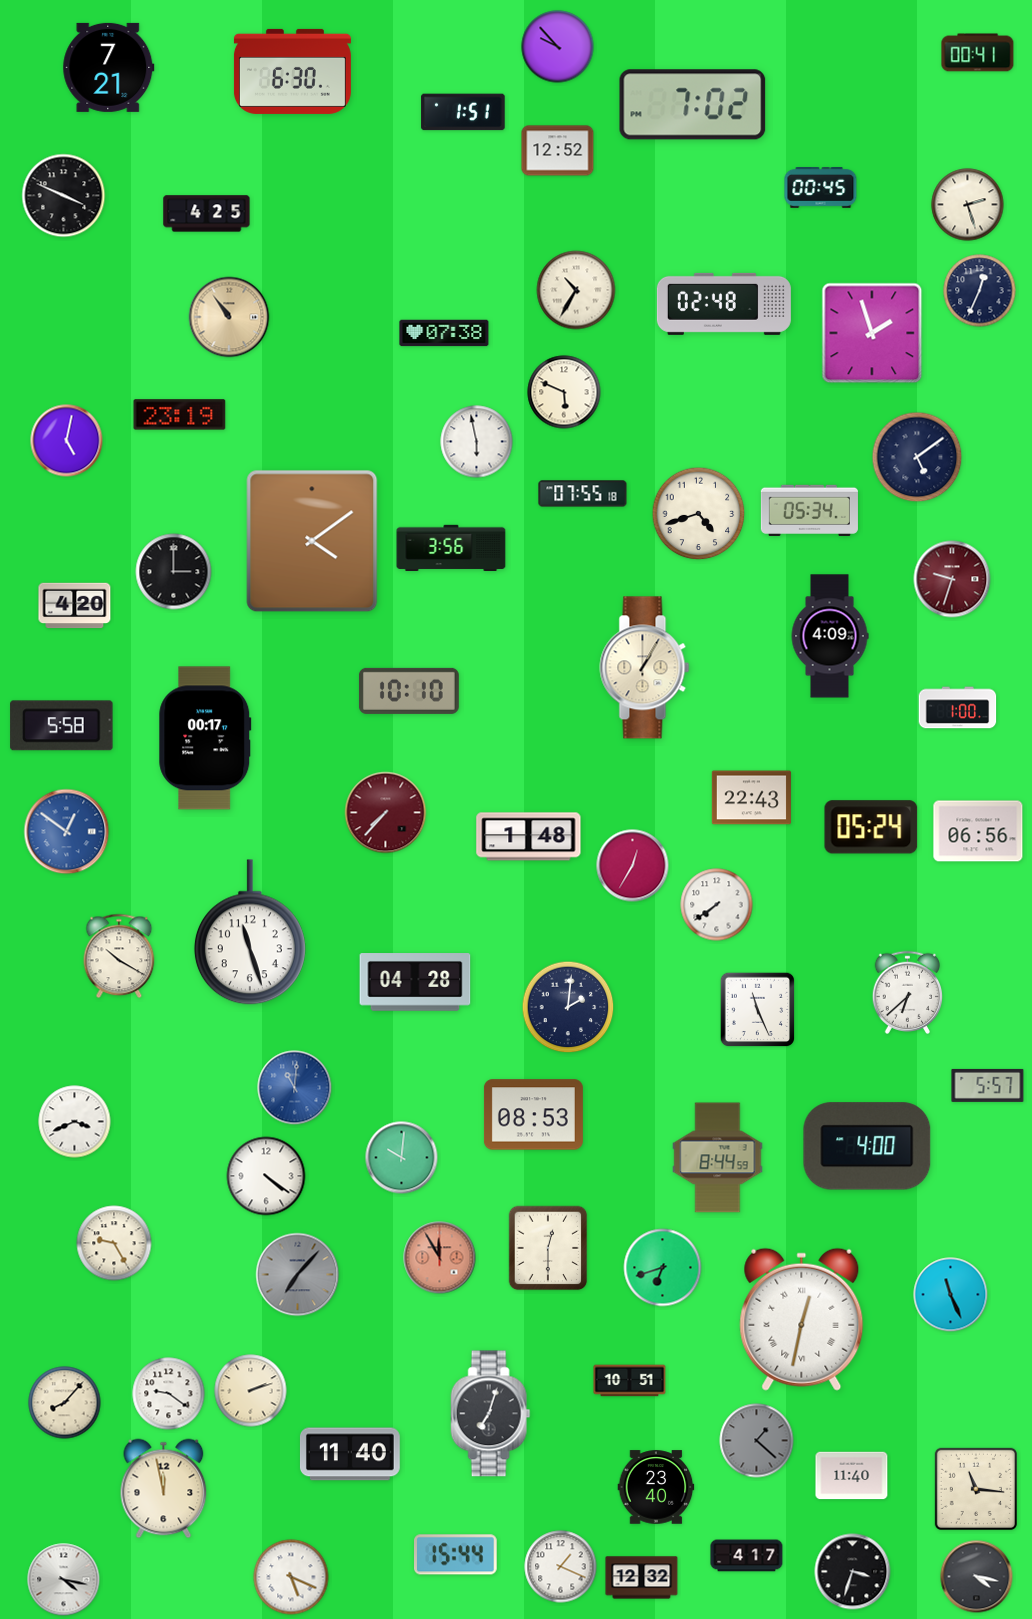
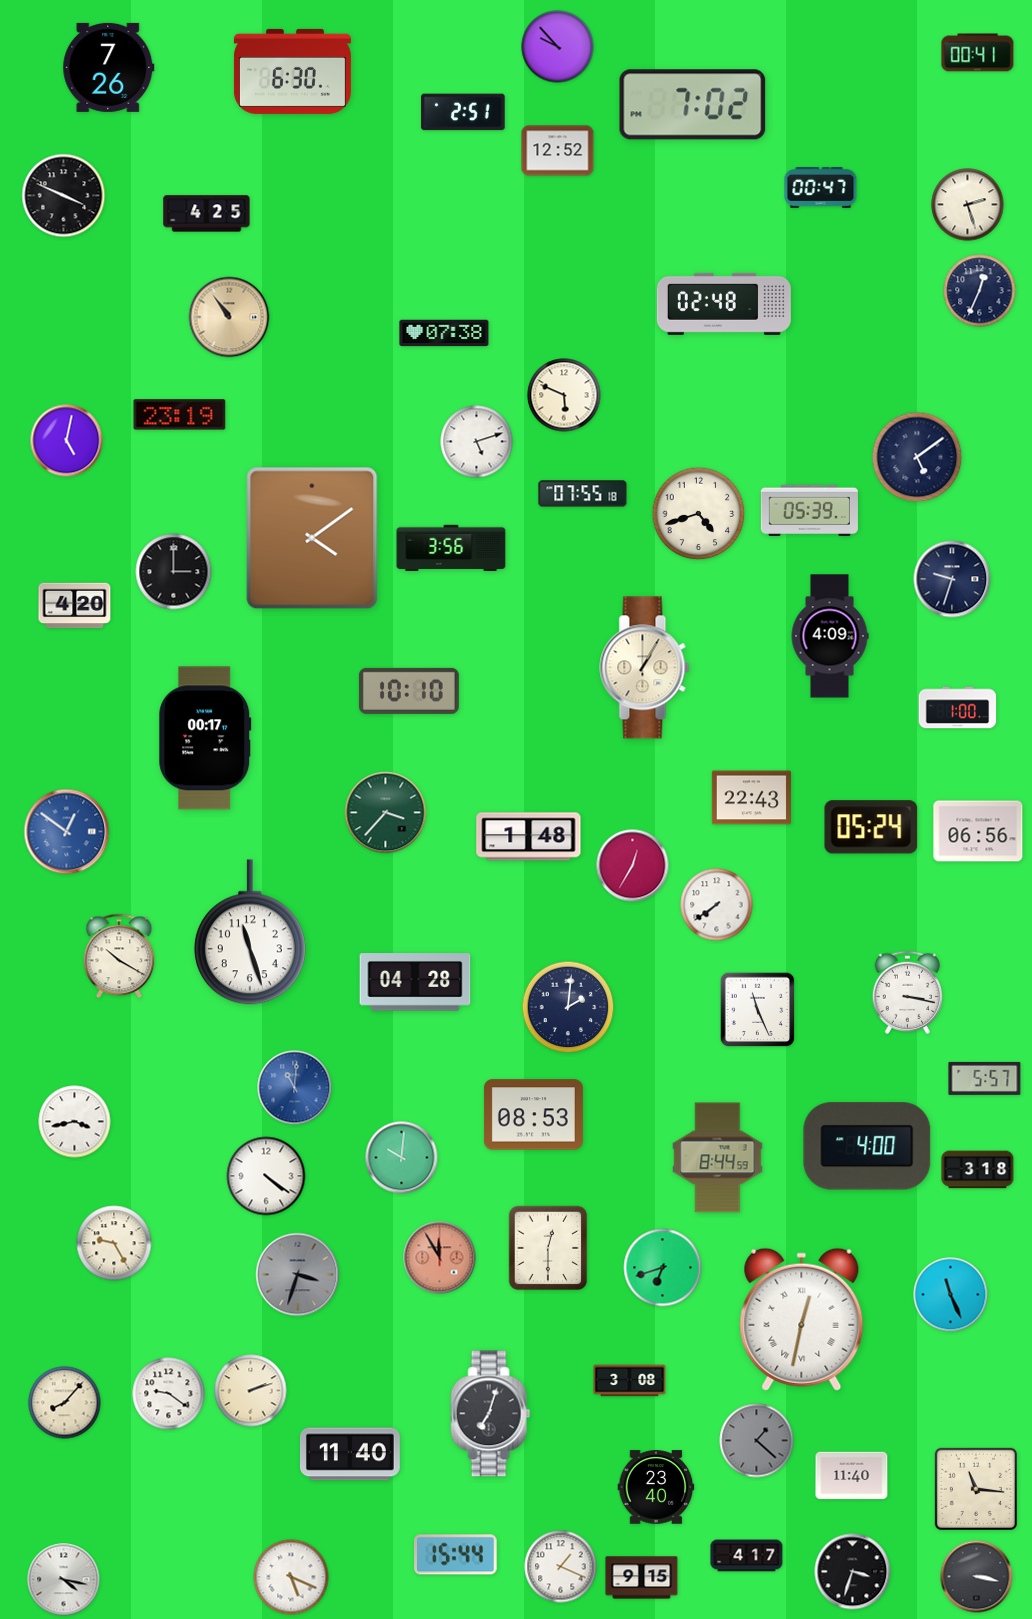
clock at (109, 67): 7:21 -> 7:26
clock at (463, 112): 1:51 -> 2:51
clock at (821, 188): 00:45 -> 00:47
clock at (576, 290): 10:35 -> none
clock at (872, 333): 1:57 -> none
clock at (564, 392) position: (564, 392) -> (564, 395)
clock at (477, 442): 5:58 -> 5:12
clock at (809, 510): 05:34 -> 05:39
clock at (312, 541) position: (312, 541) -> (312, 538)
clock at (952, 579) dial: burgundy -> navy
clock at (62, 726): 5:58 -> none
clock at (386, 813): 7:37 -> 3:37
clock at (386, 813) dial: burgundy -> green
clock at (908, 992): 6:38 -> 3:17
clock at (988, 1085) position: (988, 1085) -> (985, 1078)
clock at (75, 1122): 3:41 -> 3:43
clock at (978, 1170): none -> 3:18
clock at (298, 1275): 7:07 -> 3:33
clock at (630, 1381): 10:51 -> 3:08
clock at (164, 1489): 11:58 -> none
clock at (977, 1577): 4:17 -> 3:17
clock at (642, 1578): 12:32 -> 9:15
